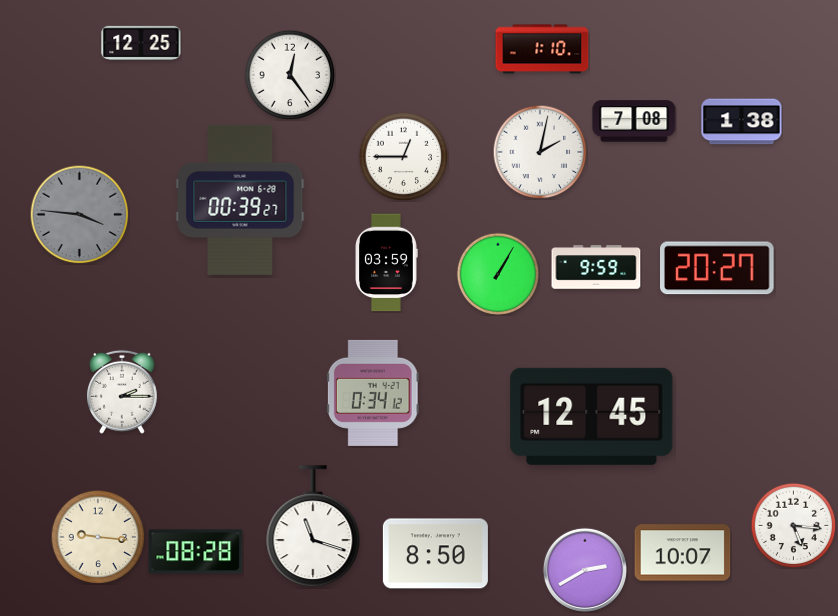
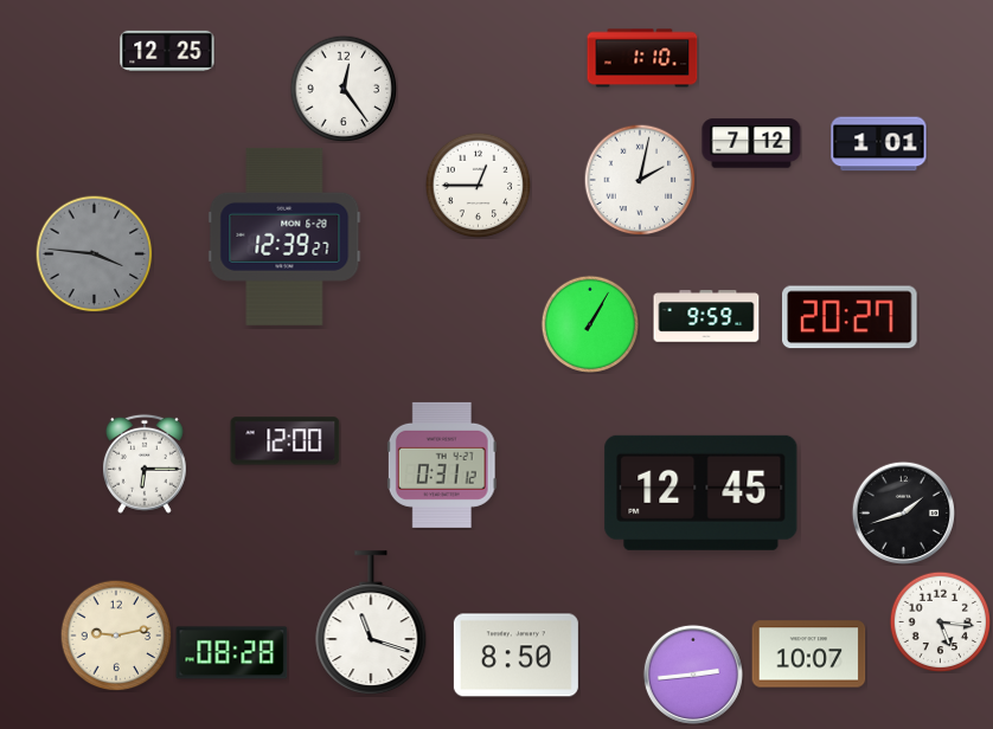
clock at (634, 121): 7:08 -> 7:12
clock at (742, 122): 1:38 -> 1:01
clock at (240, 200): 00:39 -> 12:39
clock at (386, 263): 03:59 -> none
clock at (286, 441): none -> 12:00
clock at (122, 392): 2:15 -> 6:15
clock at (373, 393): 0:34 -> 0:31
clock at (903, 512): none -> 1:42
clock at (98, 537): 9:16 -> 9:13
clock at (585, 570): 2:40 -> 2:44
